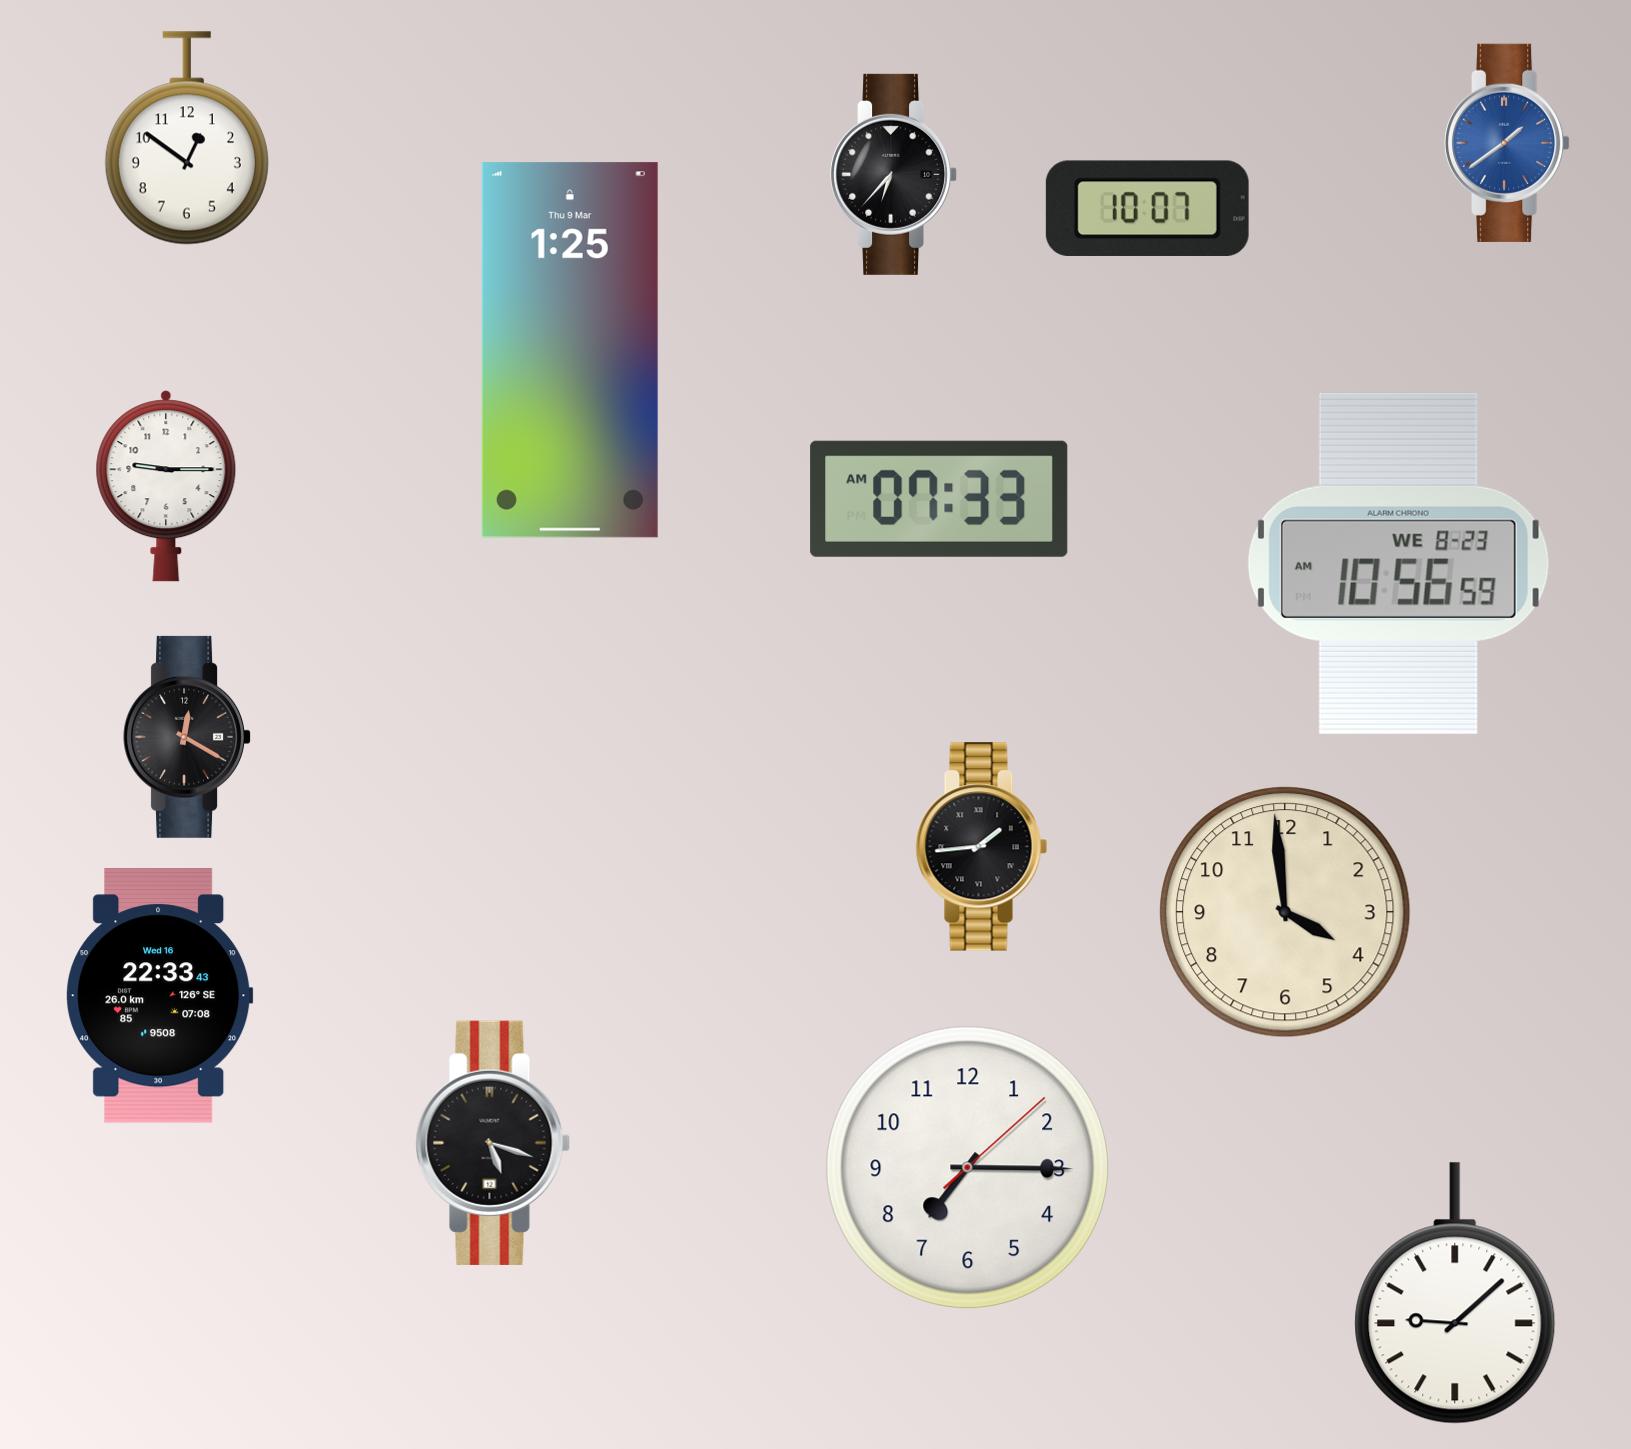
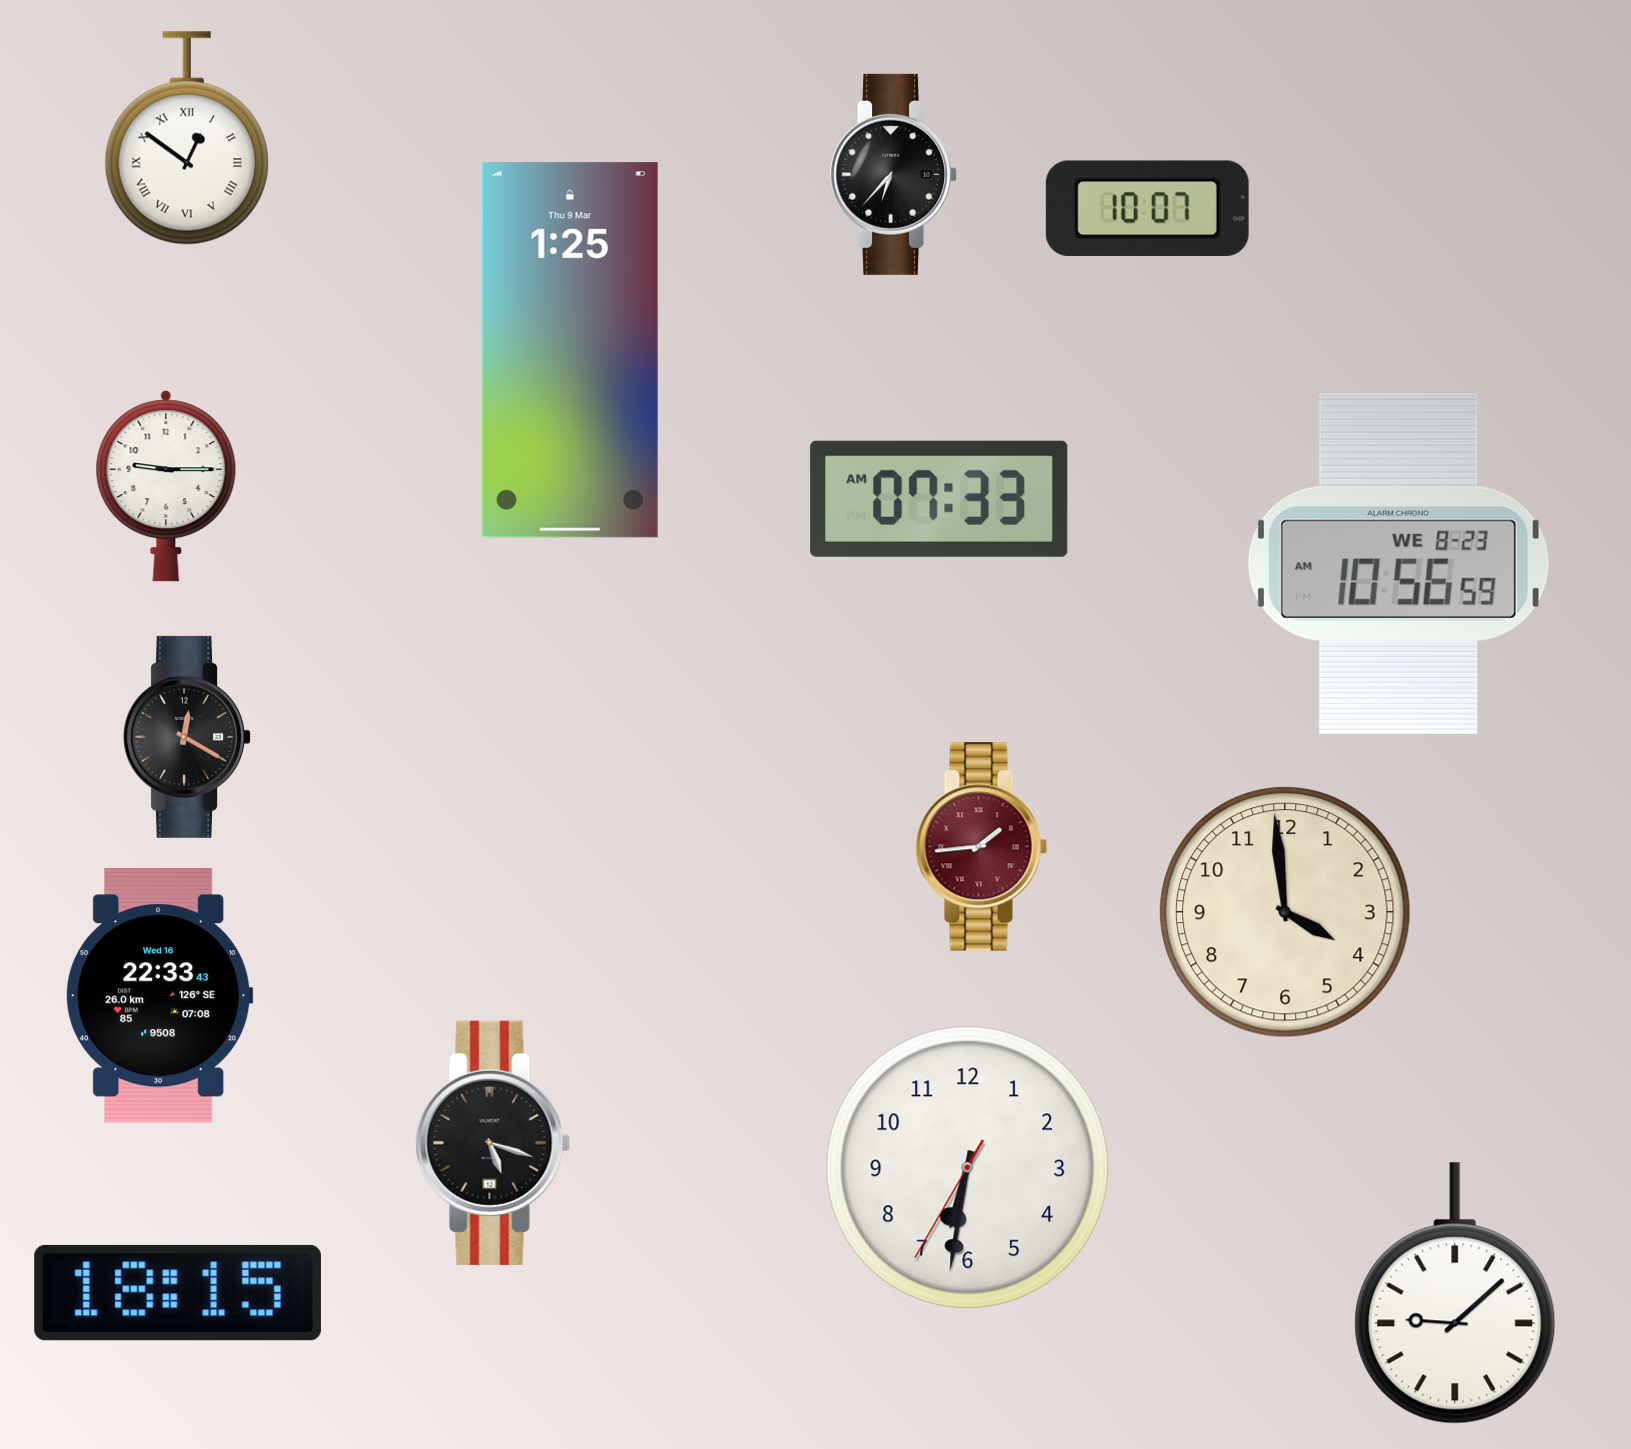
clock at (187, 138) numerals: Arabic -> Roman
clock at (1507, 143): 1:39 -> none
clock at (982, 847) dial: black -> burgundy
clock at (968, 1168): 7:15 -> 6:31
clock at (178, 1293): none -> 18:15
